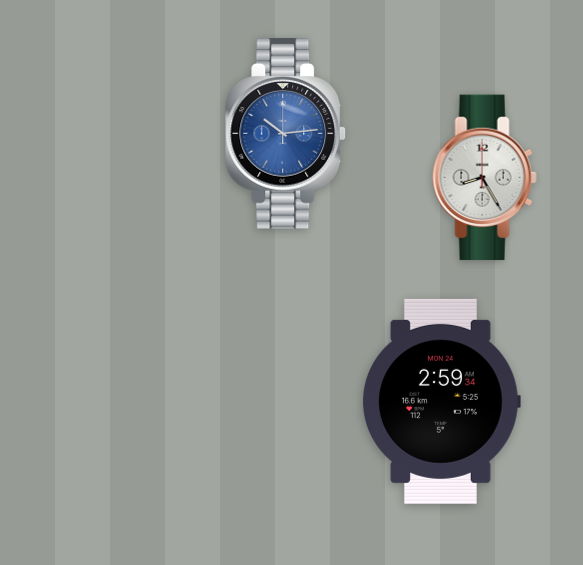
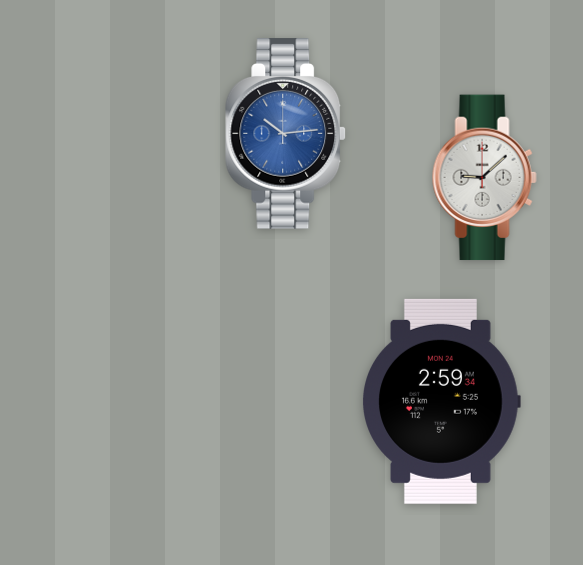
clock at (484, 178): 8:25 -> 9:08
